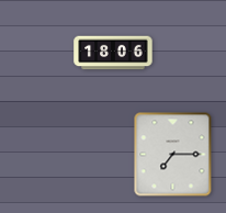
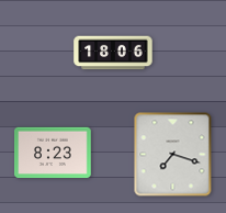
clock at (54, 153): none -> 8:23
clock at (173, 155): 7:15 -> 7:18
